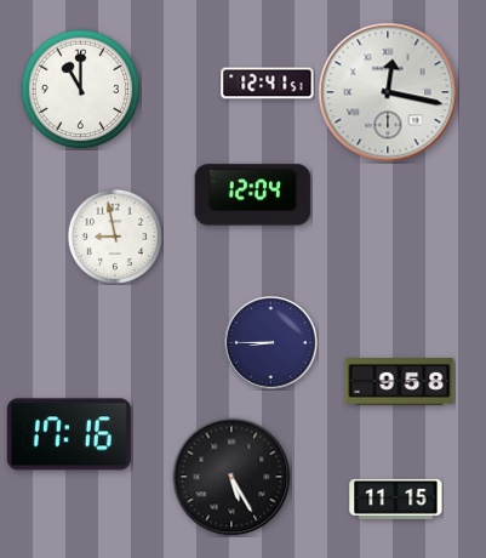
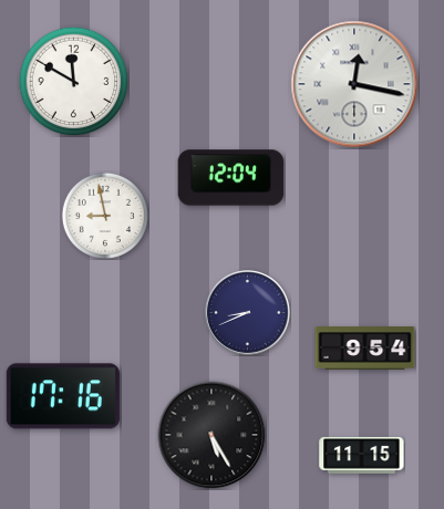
clock at (268, 84): 12:41 -> none
clock at (81, 90): 11:00 -> 11:50
clock at (271, 343): 8:45 -> 8:41
clock at (400, 382): 9:58 -> 9:54
